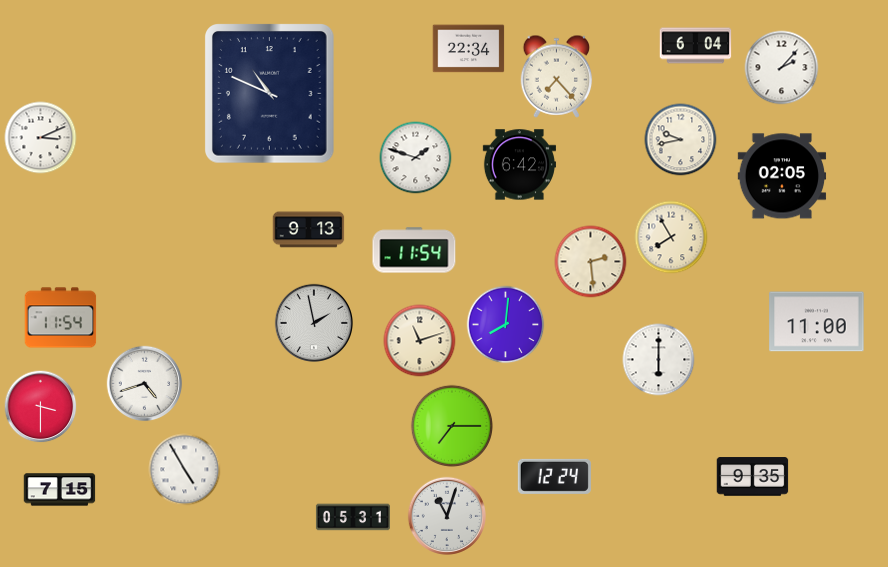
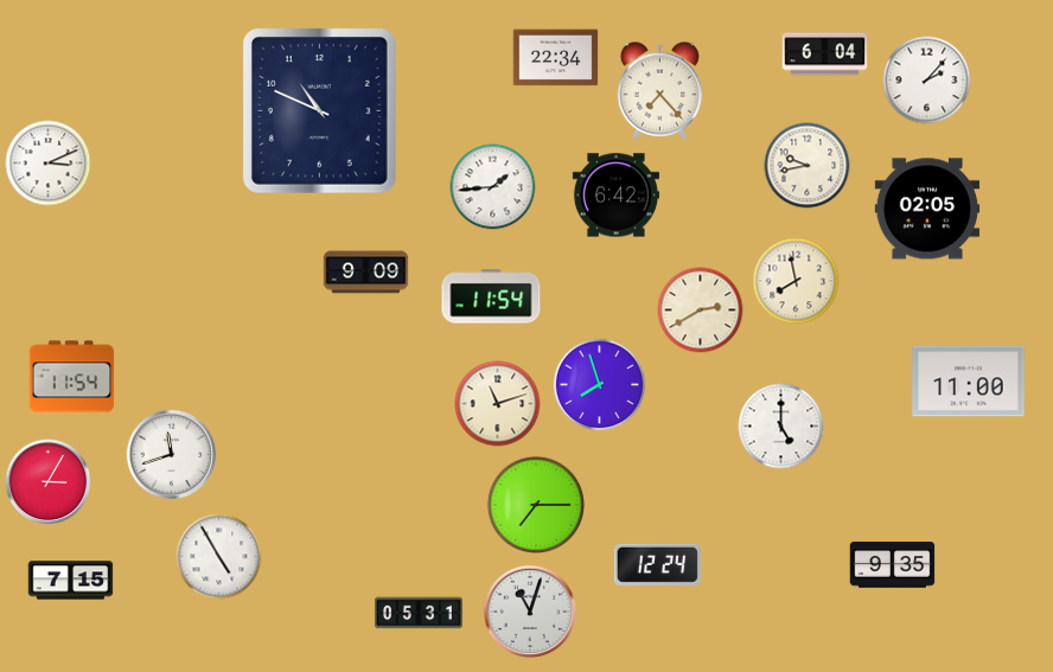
clock at (416, 158): 1:48 -> 1:44
clock at (309, 230): 9:13 -> 9:09
clock at (671, 237): 7:55 -> 7:58
clock at (591, 262): 2:29 -> 2:40
clock at (313, 323): 1:58 -> none
clock at (506, 325): 8:01 -> 7:57
clock at (659, 360): 6:00 -> 5:00
clock at (145, 384): 4:42 -> 11:42
clock at (41, 407): 3:30 -> 3:05
